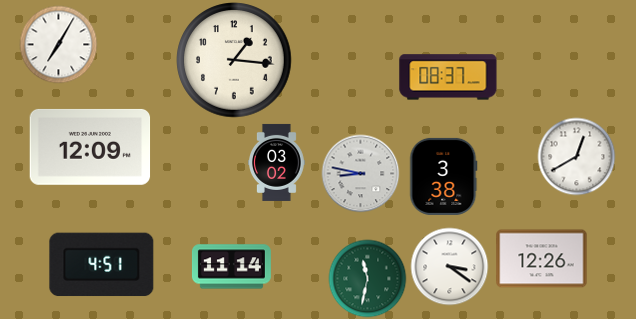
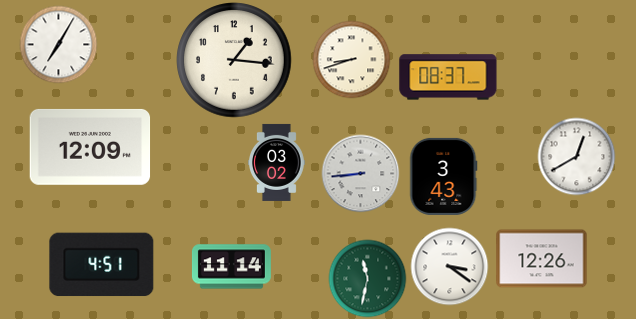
clock at (351, 59): none -> 8:42
clock at (360, 173): 8:47 -> 8:44
clock at (444, 176): 3:38 -> 3:43
